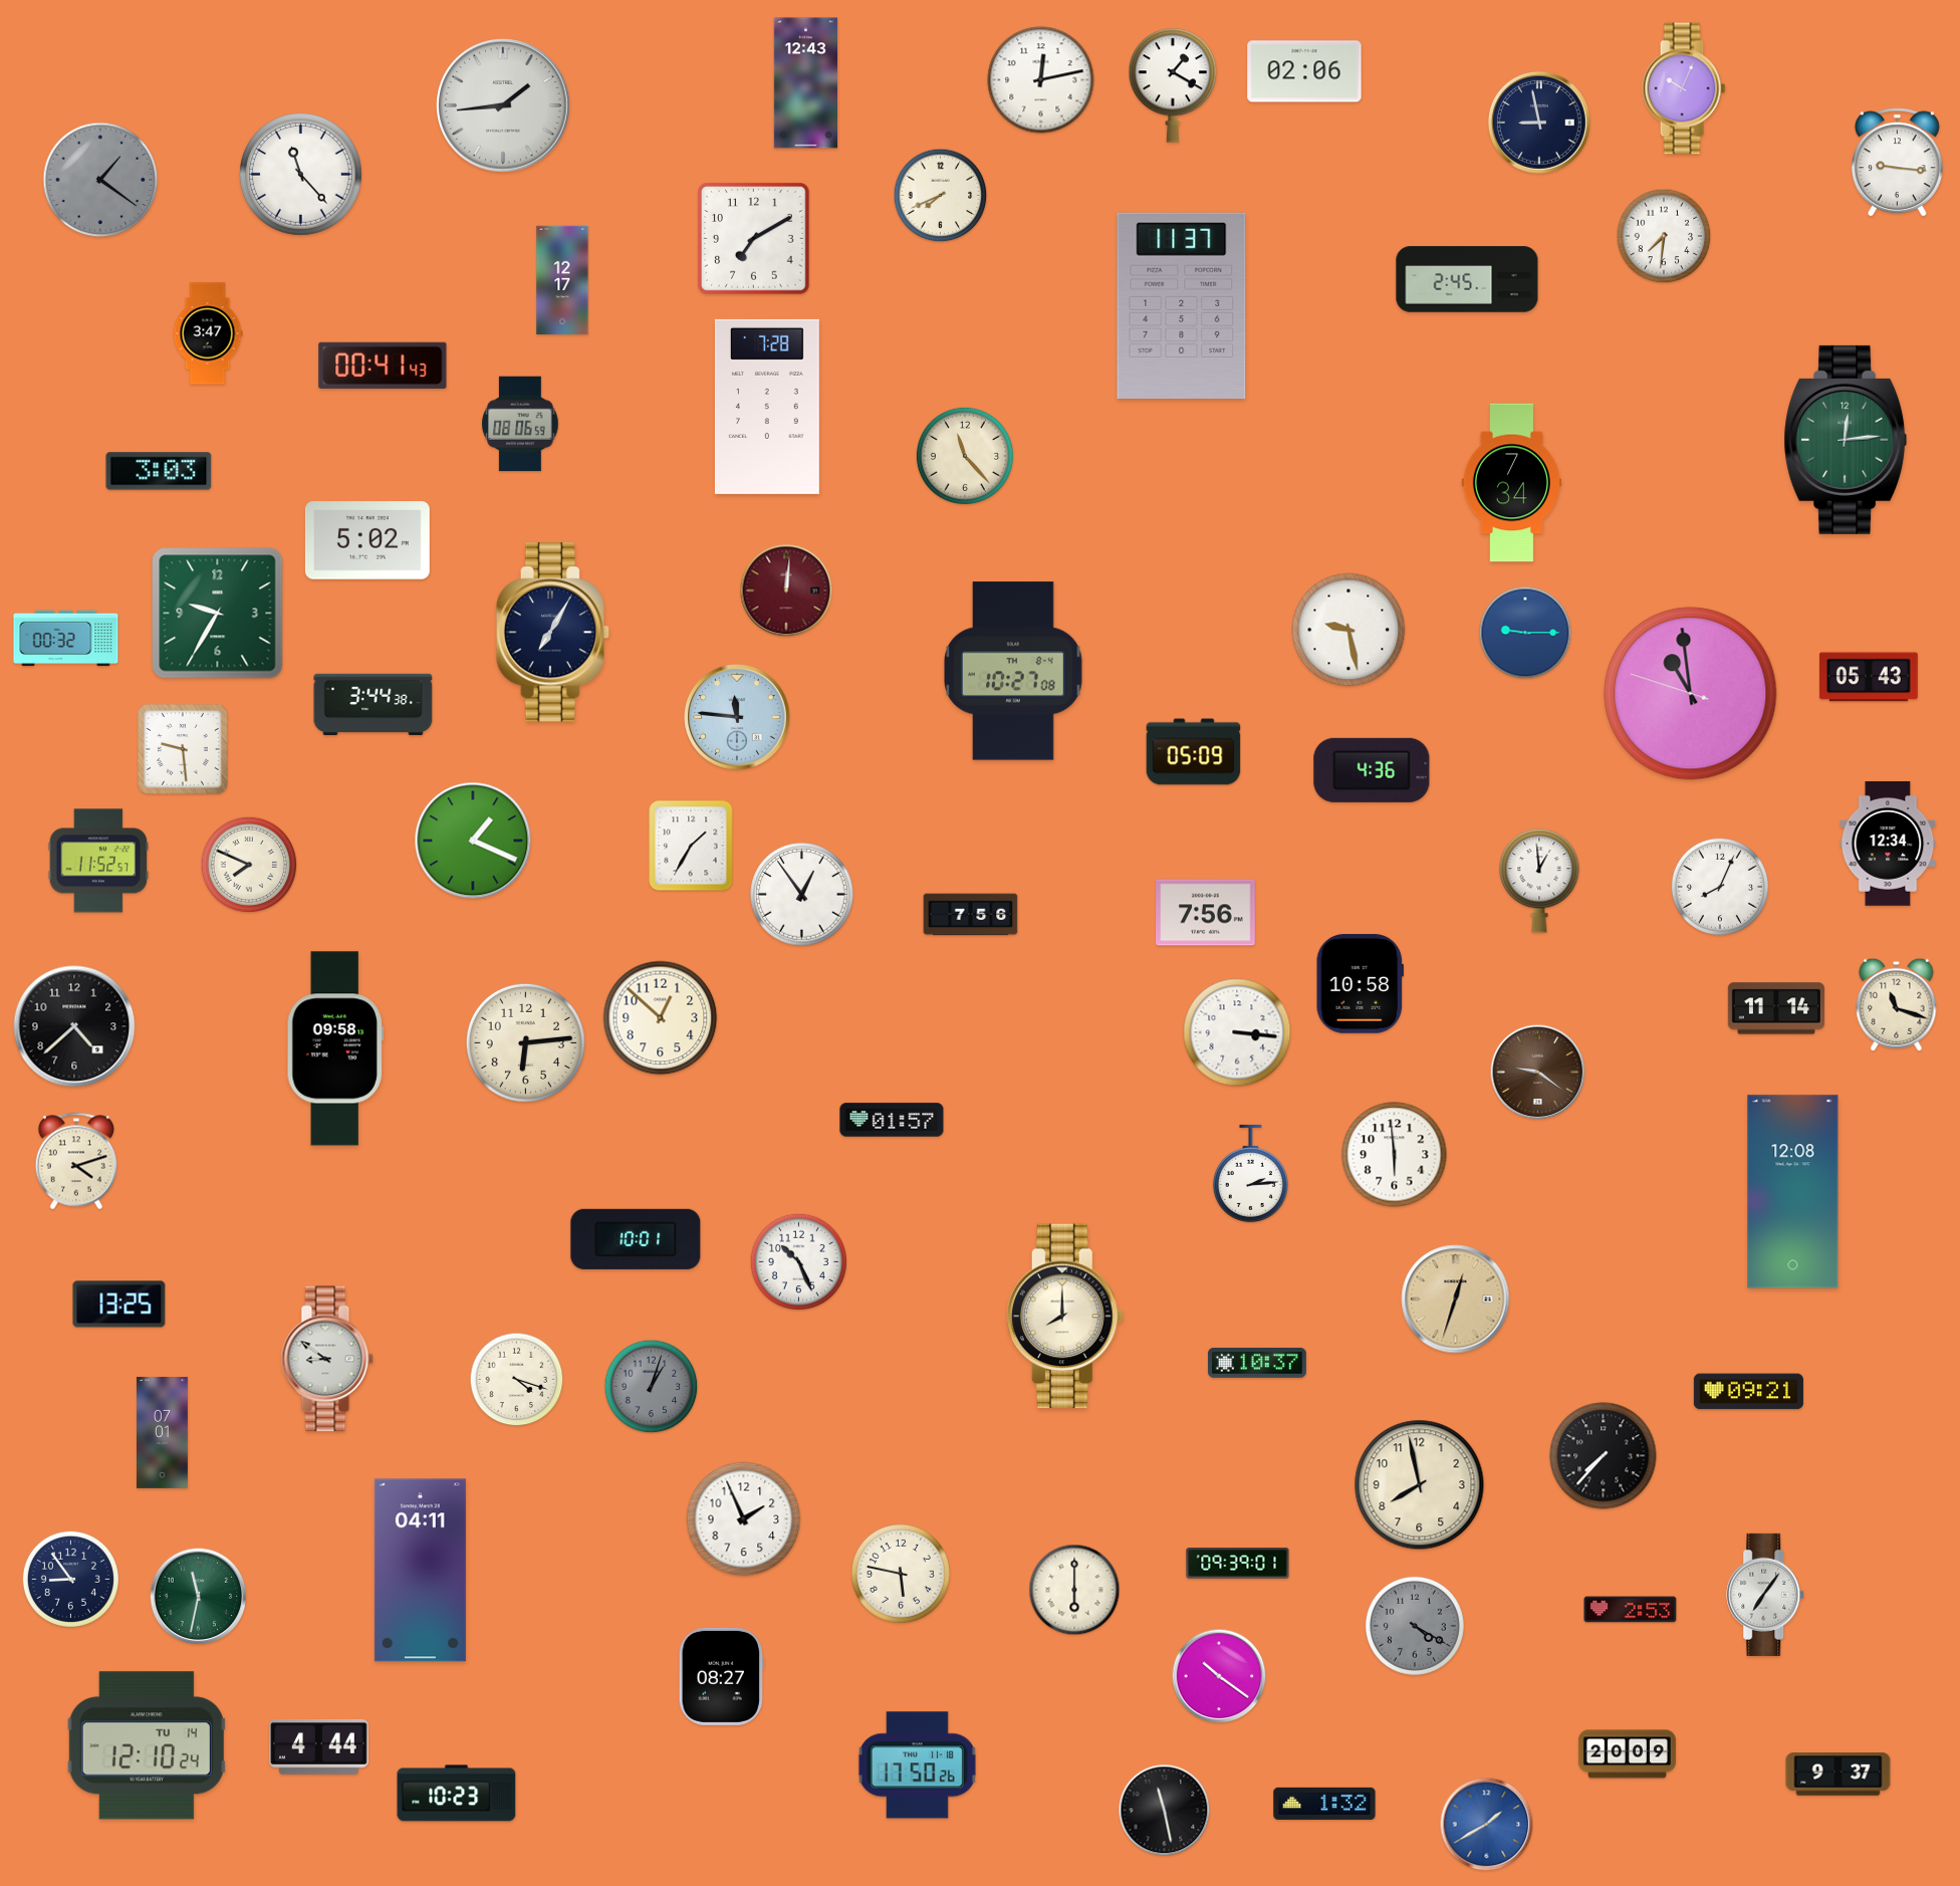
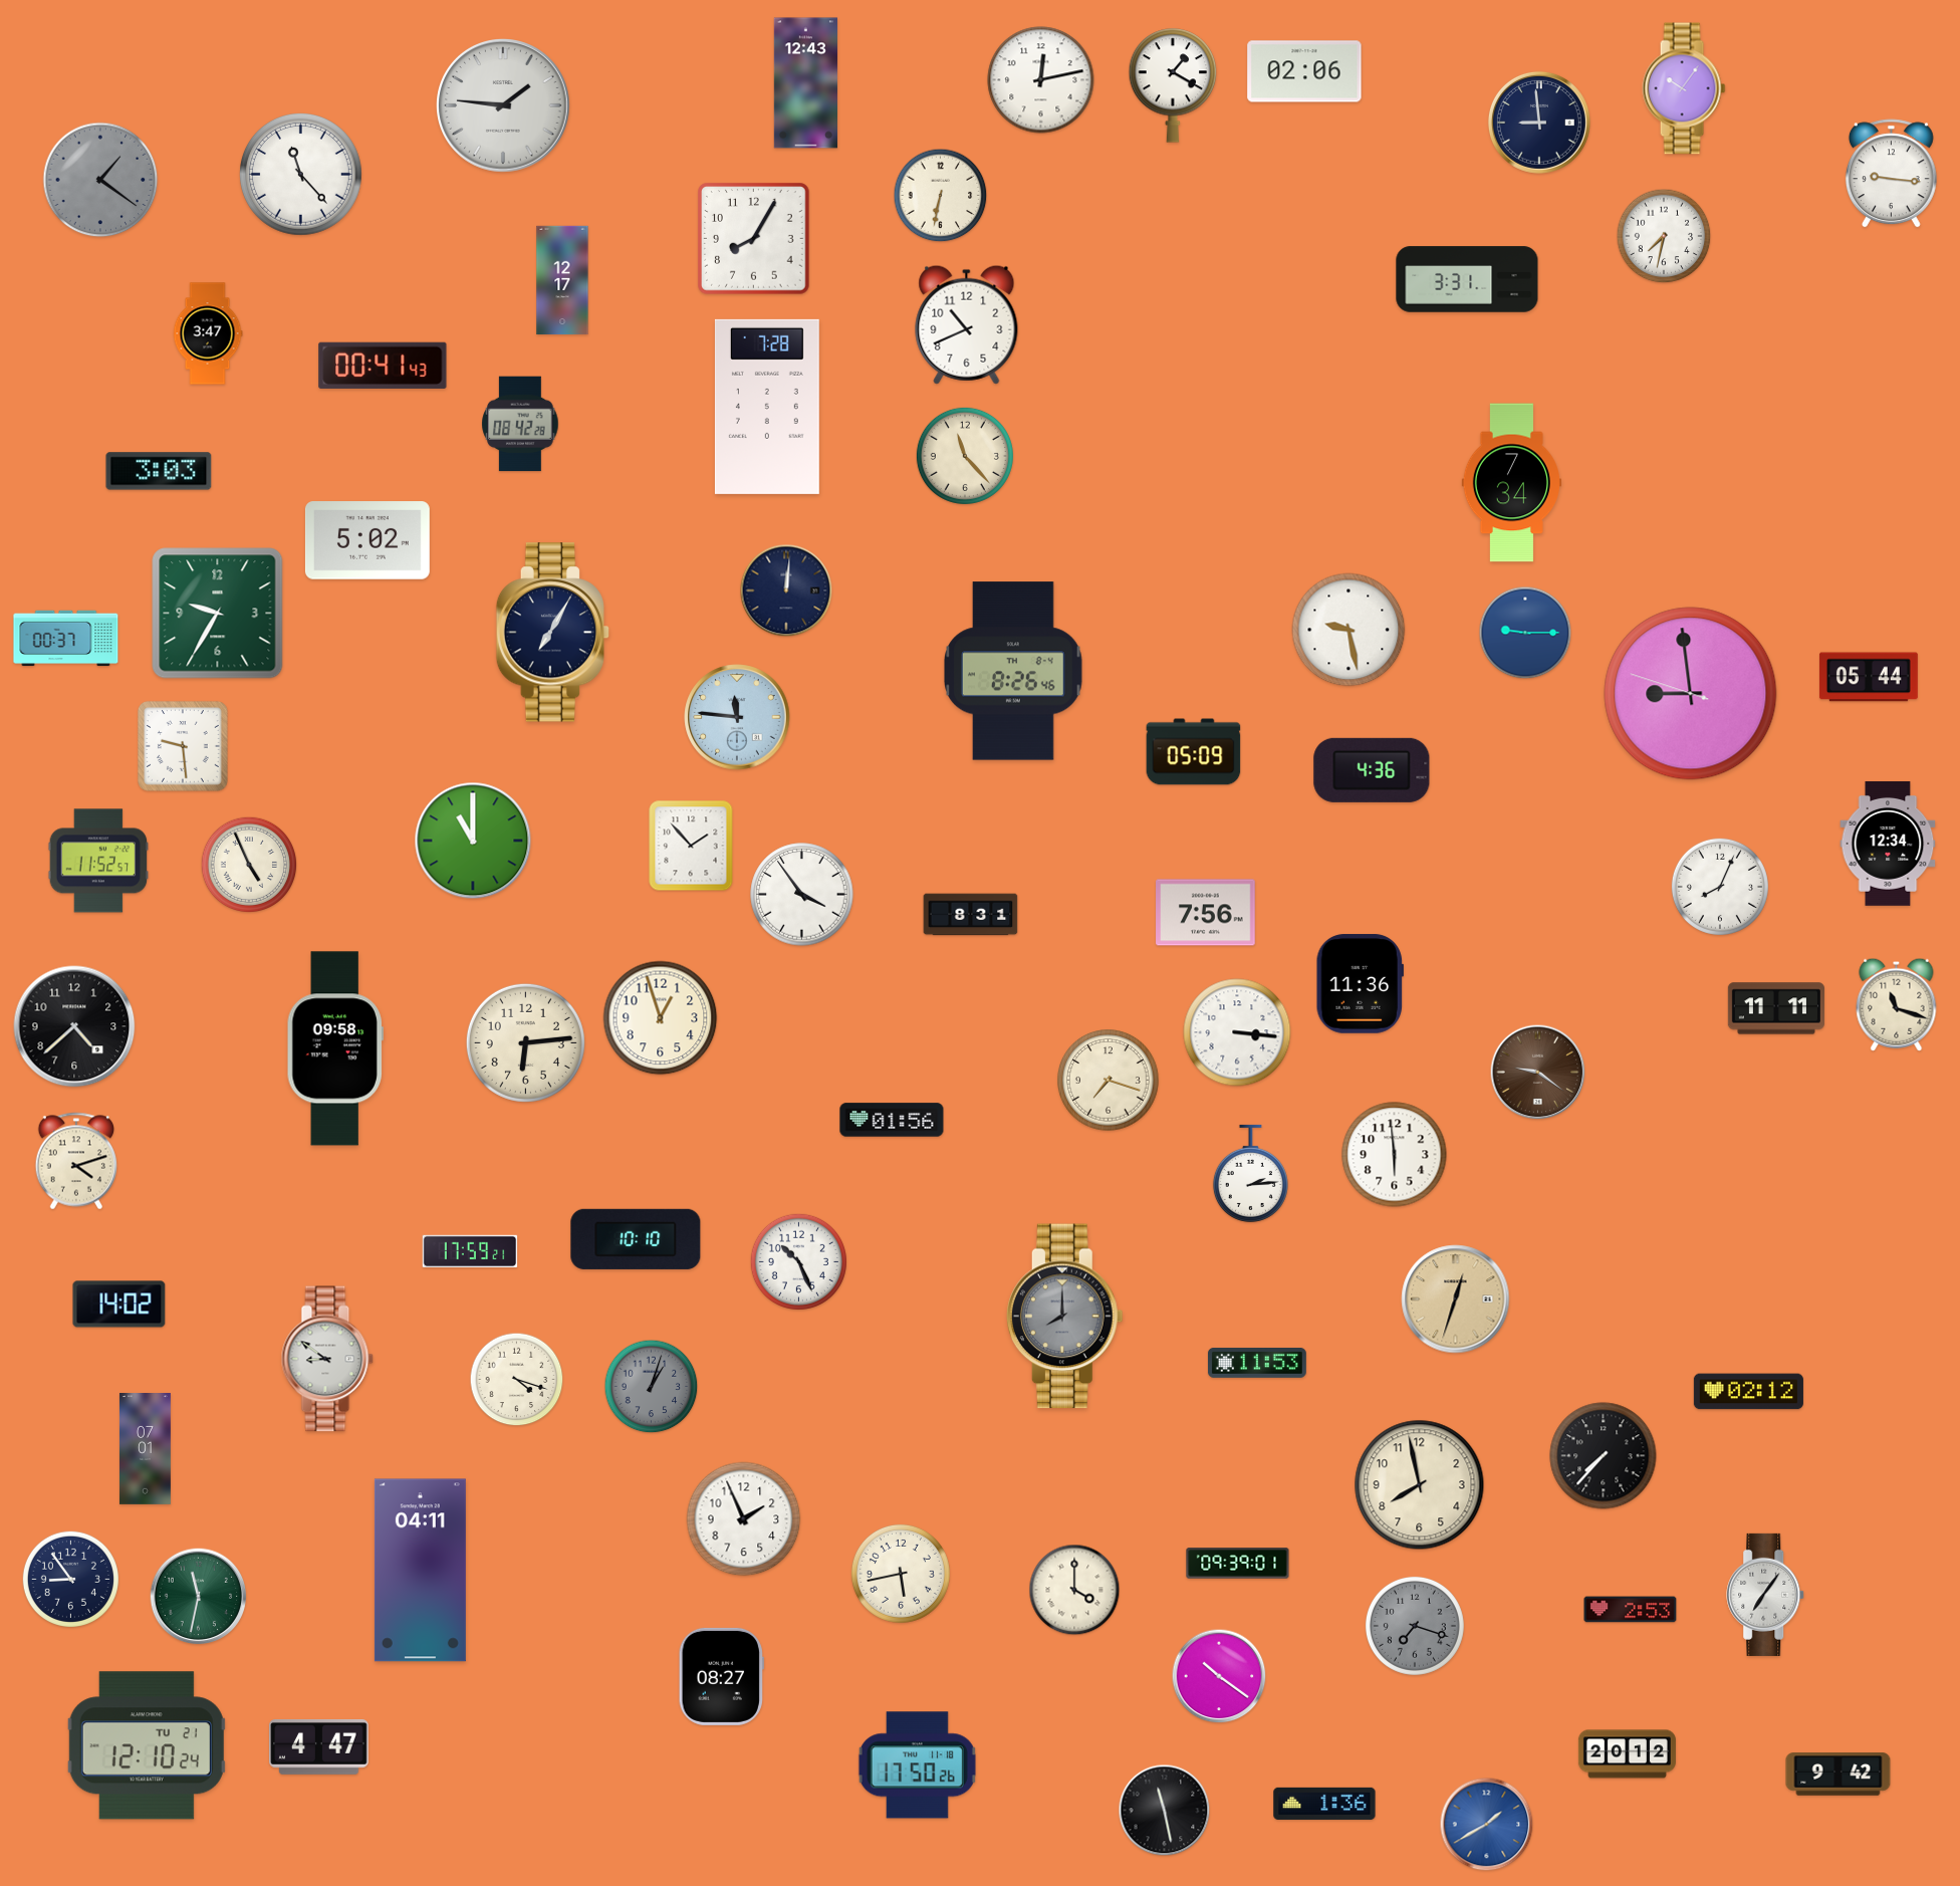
clock at (1684, 88): 10:04 -> 10:06
clock at (504, 106): 1:44 -> 1:46
clock at (1539, 123): 8:58 -> 8:59
clock at (1897, 163) position: (1897, 163) -> (1891, 174)
clock at (941, 196): 7:41 -> 6:32
clock at (1664, 236): 7:31 -> 7:32
clock at (754, 239): 7:10 -> 8:05
clock at (1467, 279): 2:45 -> 3:31
clock at (1182, 305): 11:37 -> none
clock at (967, 324): none -> 10:41
clock at (520, 424): 08:06 -> 08:42
clock at (1846, 440): 12:14 -> none
clock at (786, 591) dial: burgundy -> navy
clock at (66, 639): 00:32 -> 00:37
clock at (1014, 671): 10:27 -> 8:26
clock at (1869, 677): 05:43 -> 05:44
clock at (1691, 694): 10:58 -> 8:58
clock at (374, 704): 3:44 -> none
clock at (184, 750) position: (184, 750) -> (184, 747)
clock at (473, 841): 1:19 -> 11:00
clock at (691, 846): 1:35 -> 1:53
clock at (249, 865): 7:49 -> 4:56
clock at (1539, 881): 12:59 -> none
clock at (802, 895): 12:54 -> 3:54
clock at (971, 915): 7:56 -> 8:31
clock at (1360, 984): 10:58 -> 11:36
clock at (1776, 1008): 11:14 -> 11:11
clock at (661, 1018): 12:52 -> 12:57
clock at (1109, 1081): none -> 7:18
clock at (892, 1120): 01:57 -> 01:56
clock at (1793, 1192): 12:08 -> none
clock at (636, 1239): 10:01 -> 10:10
clock at (470, 1251): none -> 17:59
clock at (119, 1305): 13:25 -> 14:02
clock at (1064, 1317) dial: cream -> grey
clock at (1257, 1363): 10:37 -> 11:53
clock at (1748, 1392): 09:21 -> 02:12
clock at (162, 1433) position: (162, 1433) -> (145, 1449)
clock at (901, 1574): 5:47 -> 5:43
clock at (1074, 1590): 6:00 -> 4:00
clock at (1415, 1626): 4:20 -> 7:18
clock at (147, 1745) date: TU 14 -> TU 21
clock at (319, 1747): 4:44 -> 4:47
clock at (1627, 1754): 20:09 -> 20:12
clock at (1839, 1775): 9:37 -> 9:42
clock at (457, 1794): 10:23 -> none
clock at (1324, 1804): 1:32 -> 1:36
